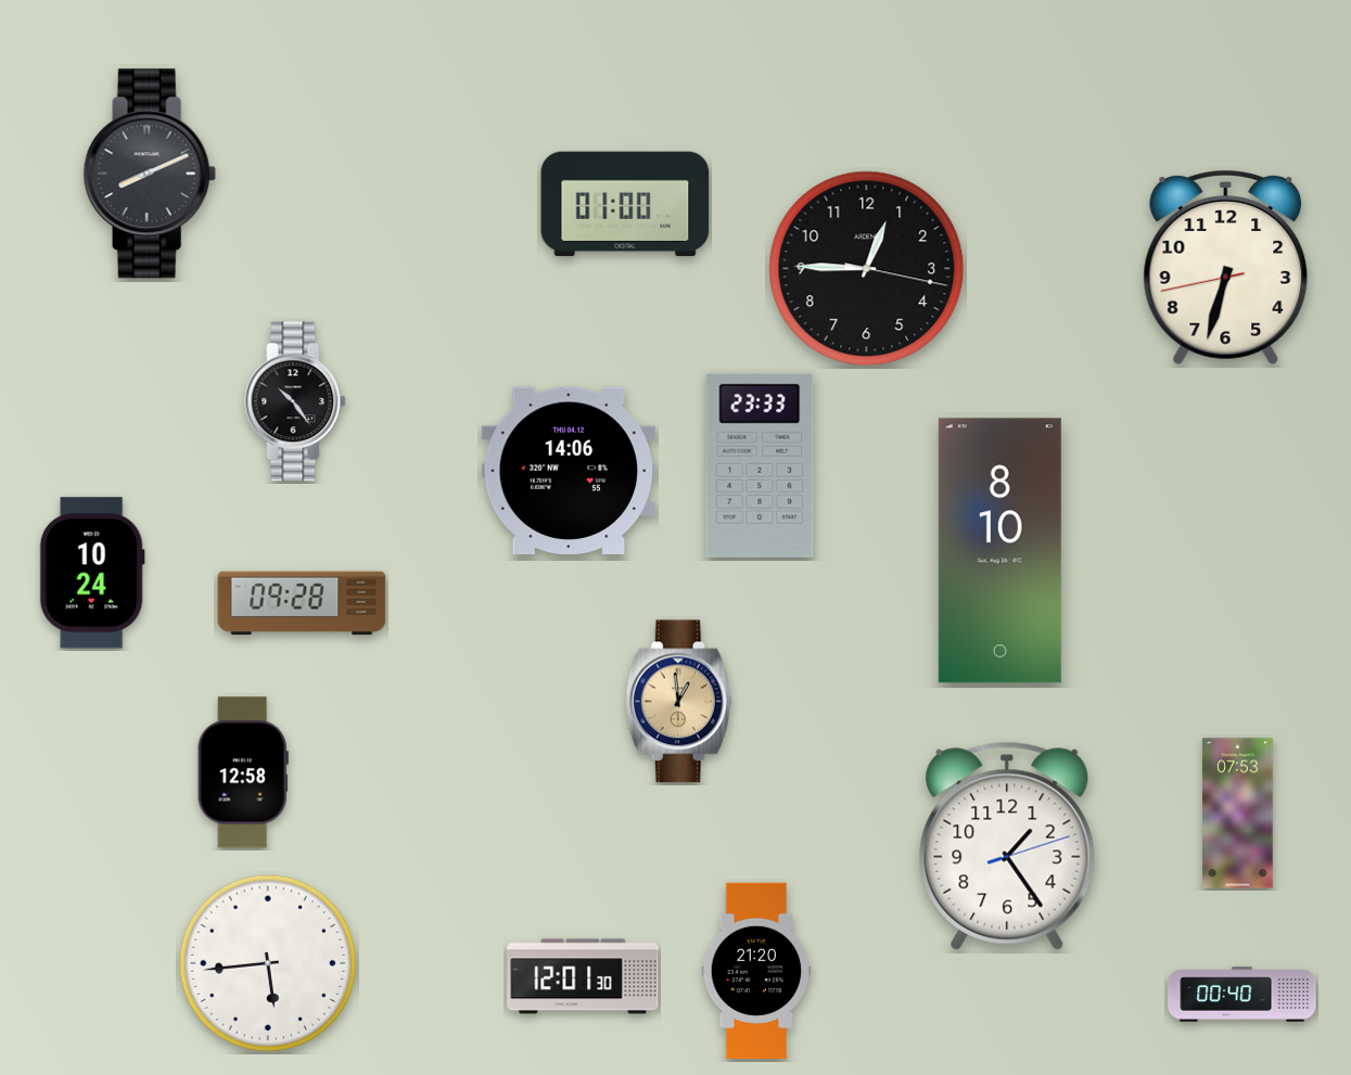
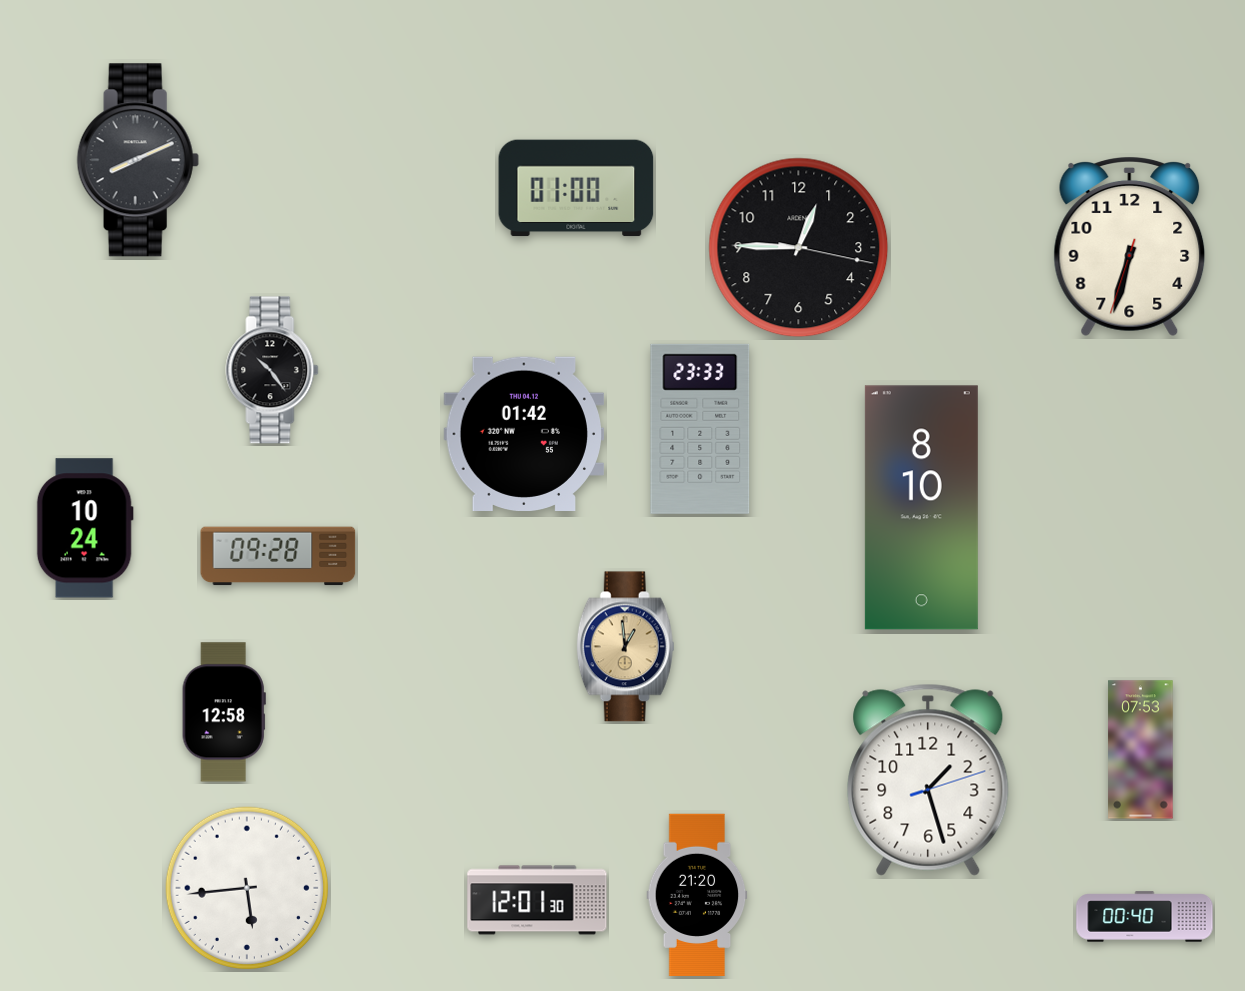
clock at (1226, 267): 6:32:43 -> 6:32:33
clock at (568, 470): 14:06 -> 01:42
clock at (1007, 846): 1:24 -> 1:27
